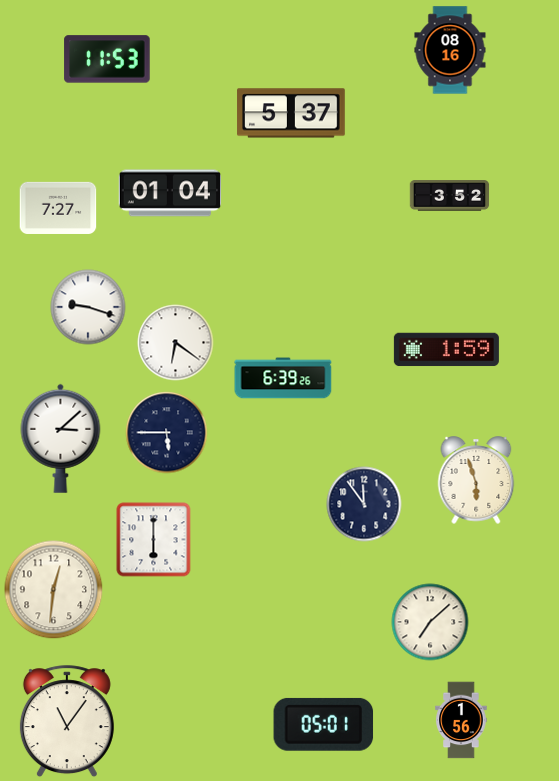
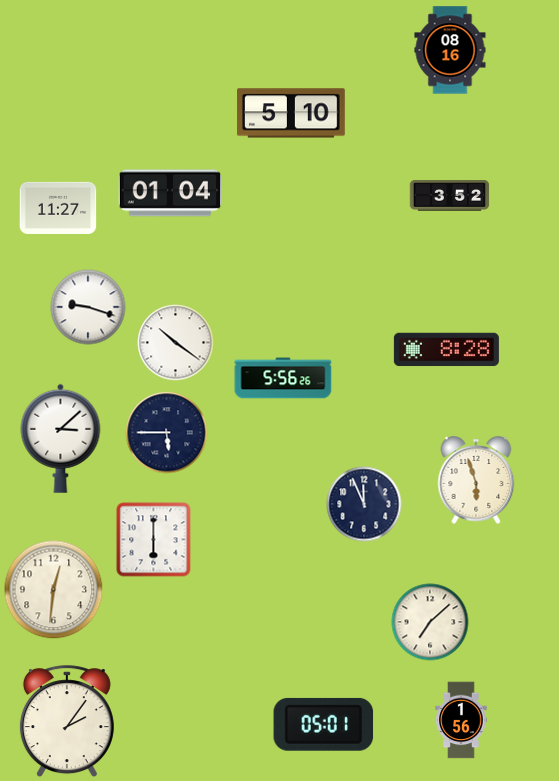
clock at (107, 59): 11:53 -> none
clock at (291, 113): 5:37 -> 5:10
clock at (58, 208): 7:27 -> 11:27
clock at (176, 343): 6:21 -> 10:21
clock at (446, 350): 1:59 -> 8:28
clock at (283, 378): 6:39 -> 5:56
clock at (364, 504): 11:54 -> 11:56
clock at (67, 722): 11:06 -> 2:06
